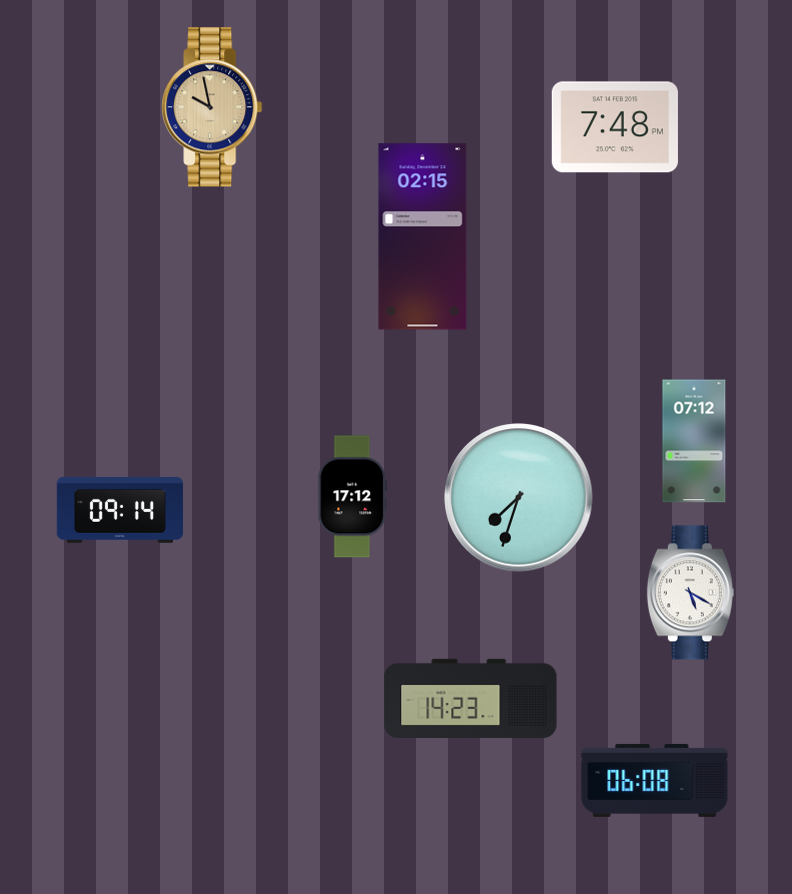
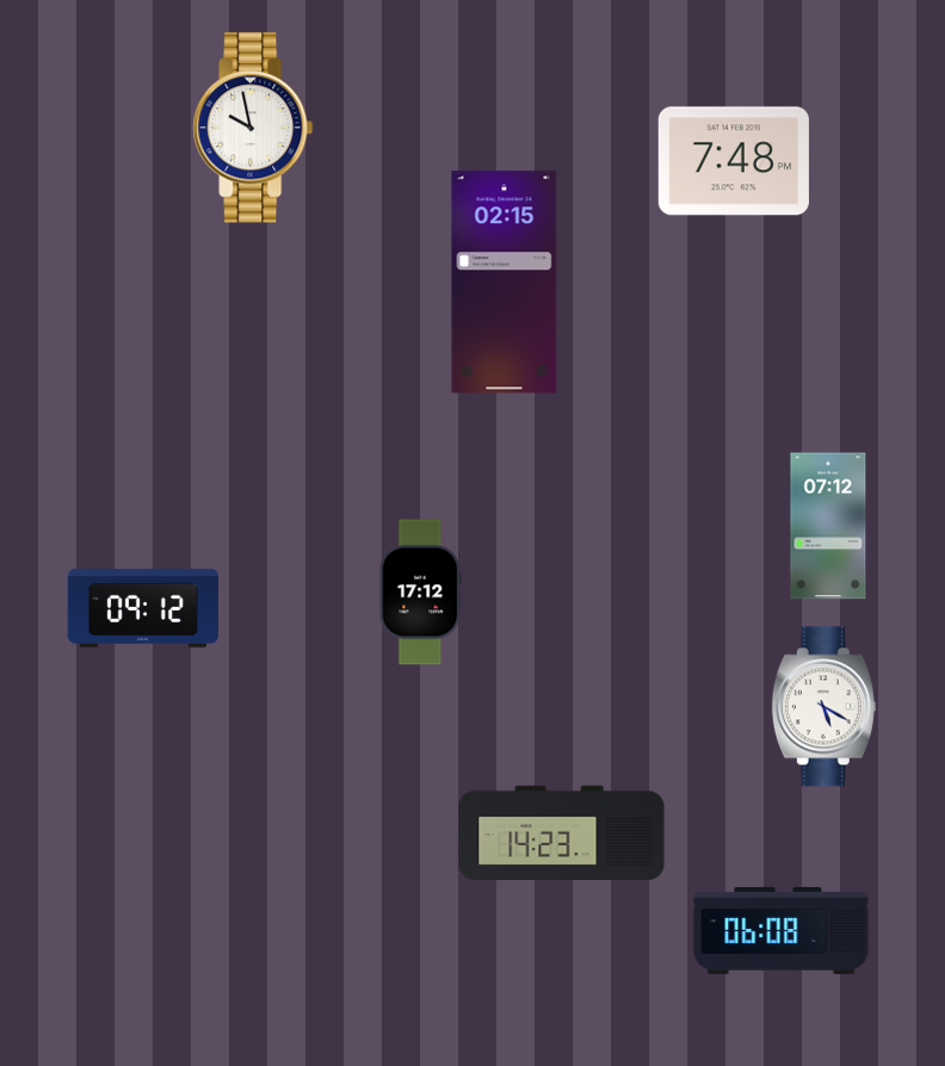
clock at (212, 107) dial: champagne -> white
clock at (615, 127) position: (615, 127) -> (734, 161)
clock at (519, 498): 7:33 -> none
clock at (119, 510): 09:14 -> 09:12
